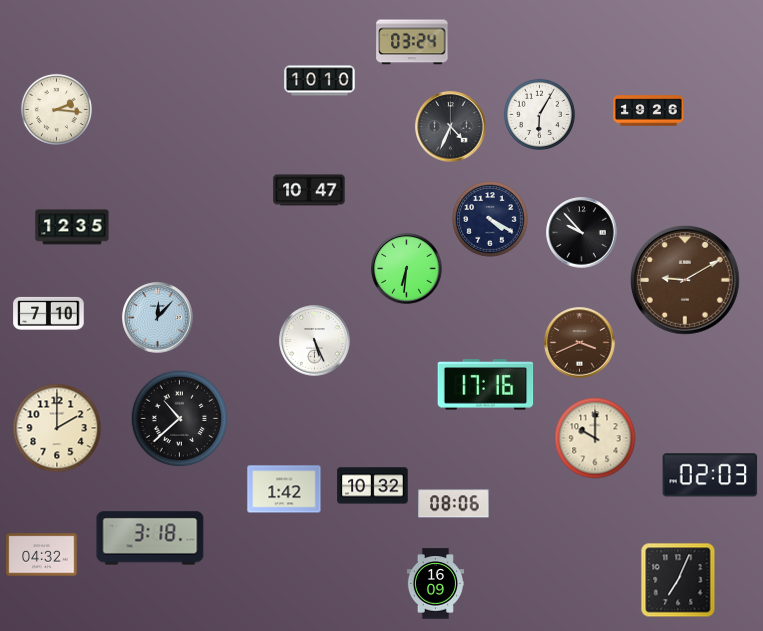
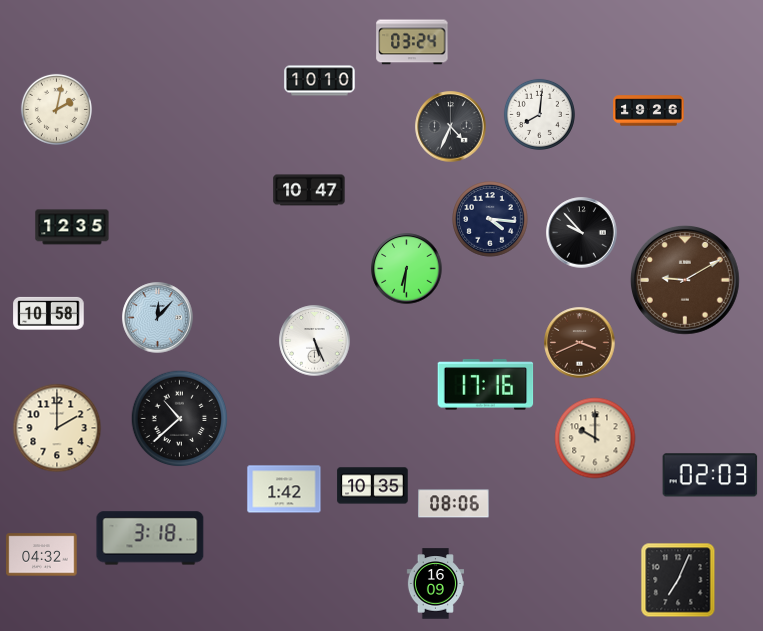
clock at (56, 109): 2:16 -> 2:02
clock at (539, 114): 6:05 -> 8:01
clock at (490, 219): 4:20 -> 4:16
clock at (49, 313): 7:10 -> 10:58
clock at (373, 486): 10:32 -> 10:35
